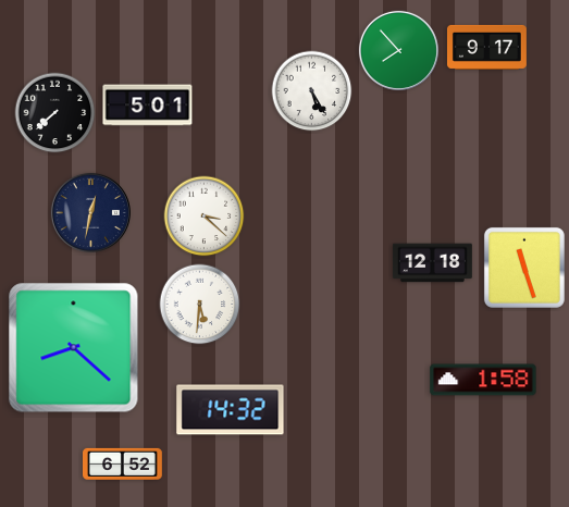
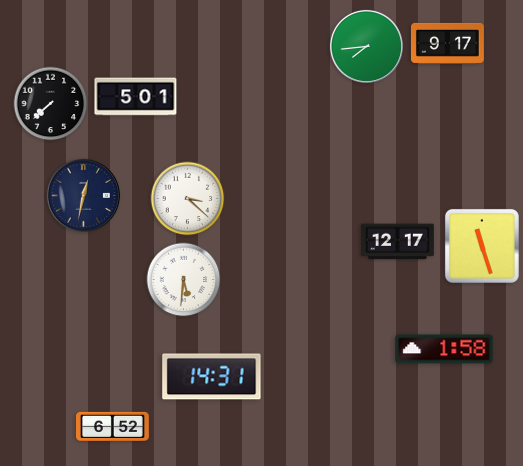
clock at (398, 50): 7:53 -> 7:44
clock at (312, 91): 5:25 -> none
clock at (433, 263): 12:18 -> 12:17
clock at (74, 348): 8:22 -> none
clock at (231, 410): 14:32 -> 14:31
